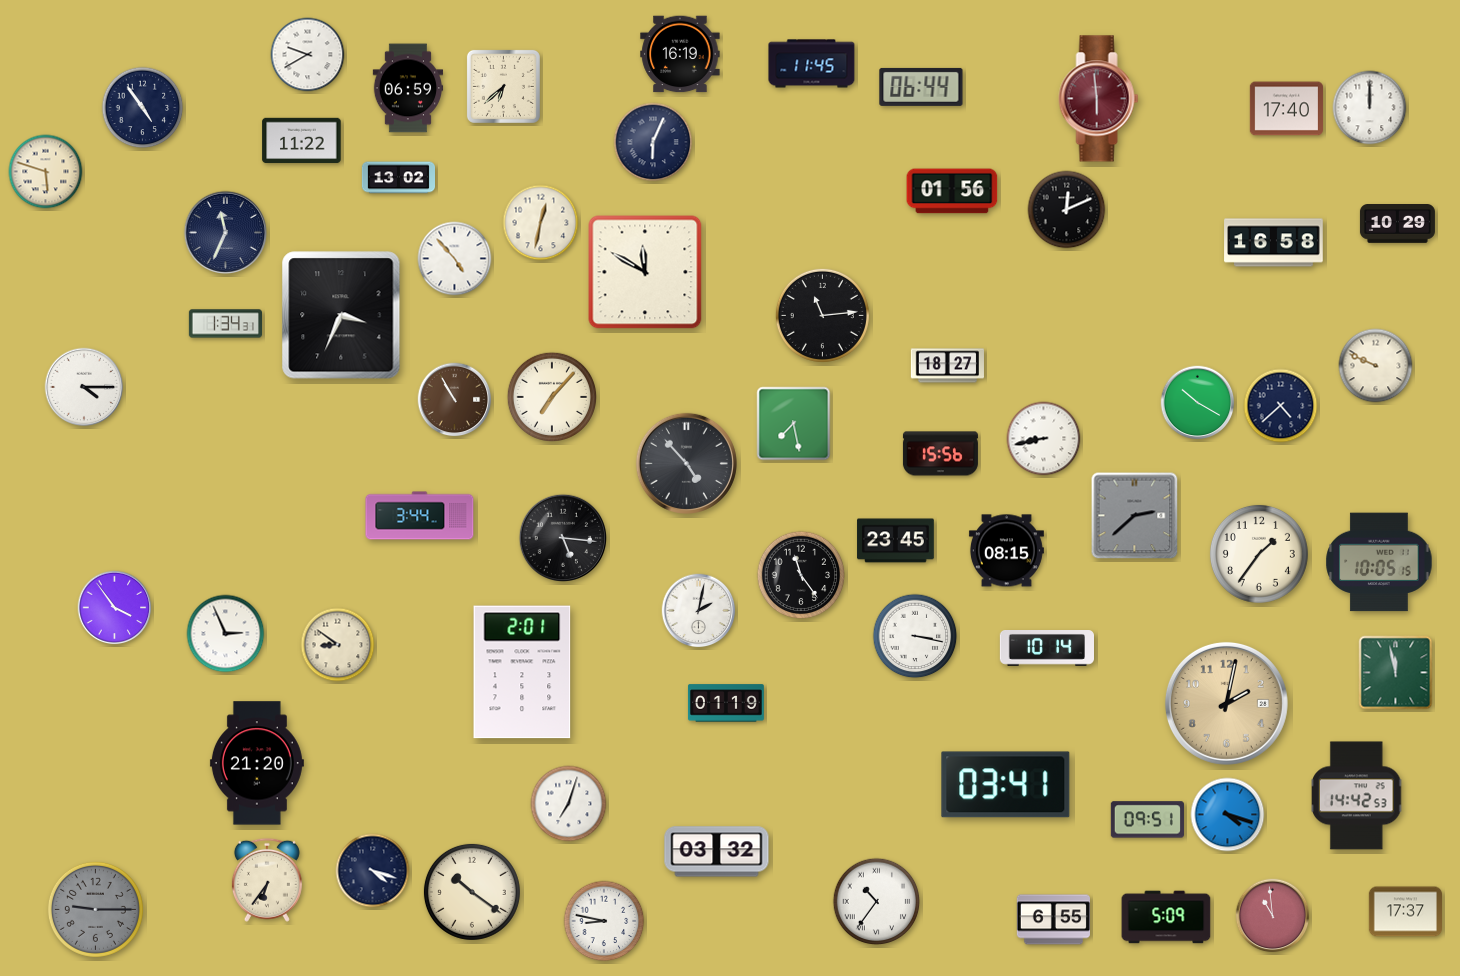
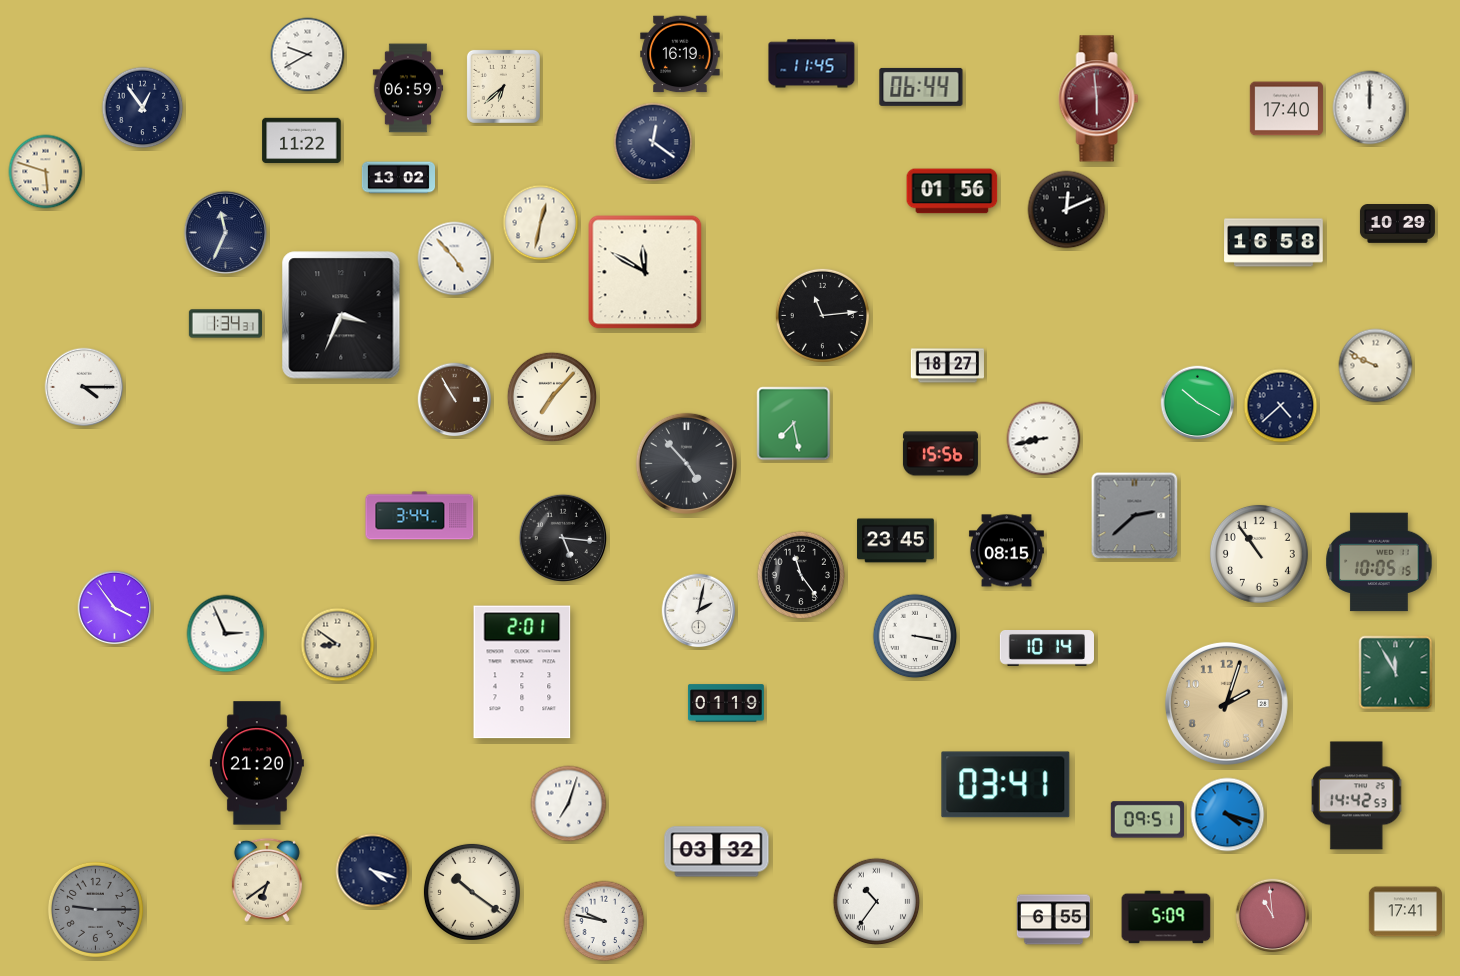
clock at (143, 108): 4:54 -> 12:54
clock at (653, 142): 6:04 -> 12:21
clock at (1259, 554): 1:36 -> 10:54
clock at (1396, 673): 11:58 -> 11:55
clock at (1226, 703): 2:02 -> 2:03
clock at (267, 880): 6:36 -> 6:39
clock at (1405, 912): 17:37 -> 17:41
clock at (604, 921): 8:47 -> 9:47
